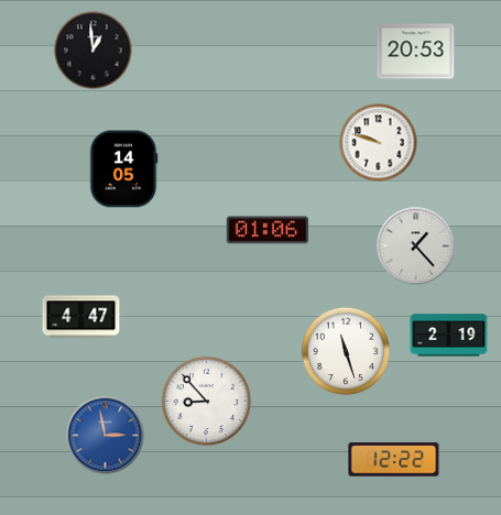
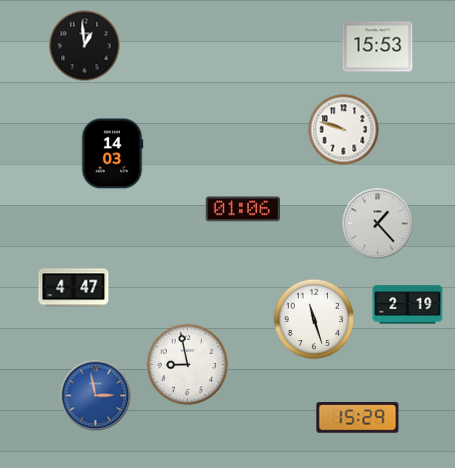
clock at (416, 52): 20:53 -> 15:53
clock at (123, 169): 14:05 -> 14:03
clock at (207, 402): 8:53 -> 8:58
clock at (394, 460): 12:22 -> 15:29
